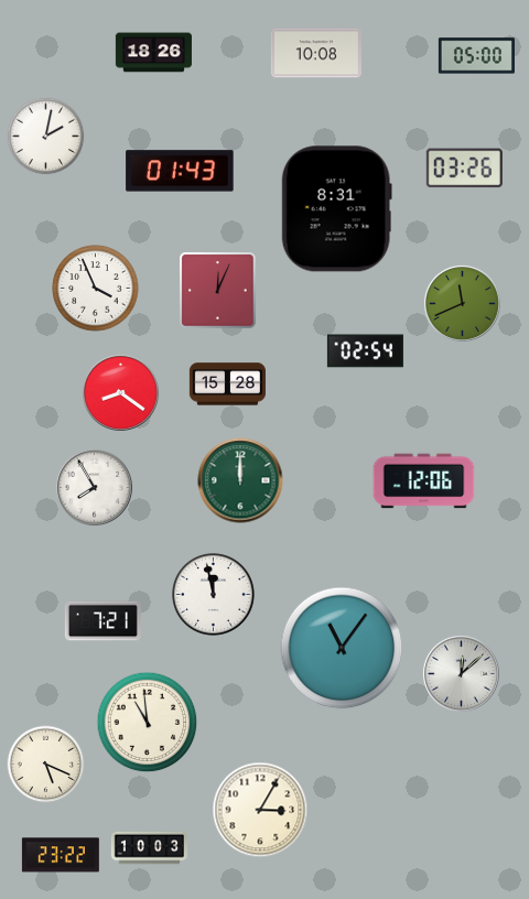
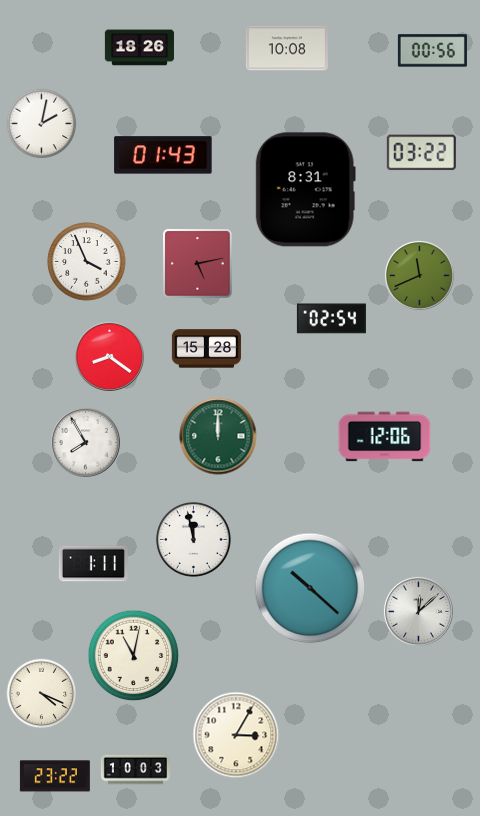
clock at (476, 56): 05:00 -> 00:56
clock at (464, 169): 03:26 -> 03:22
clock at (218, 291): 12:04 -> 5:13
clock at (102, 621): 7:21 -> 1:11
clock at (342, 648): 11:06 -> 10:22
clock at (148, 723): 10:59 -> 11:02
clock at (46, 765): 5:19 -> 4:19
